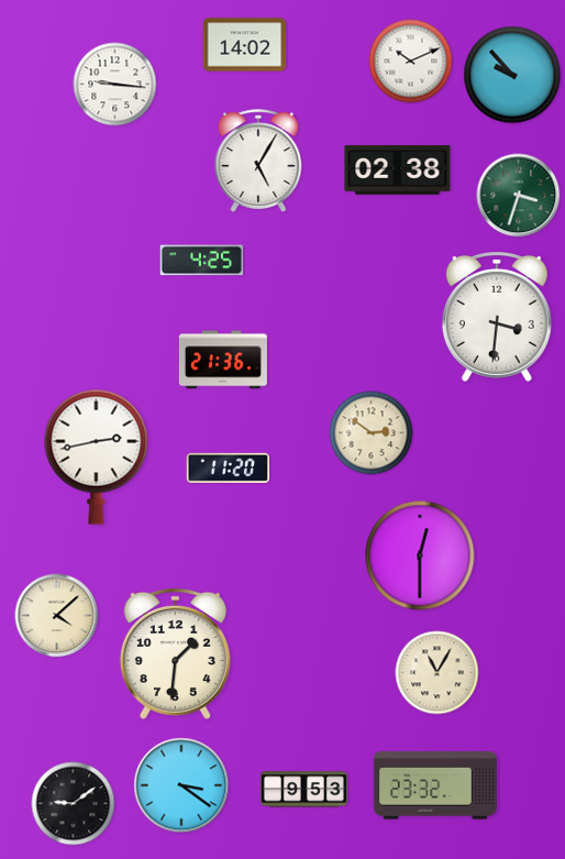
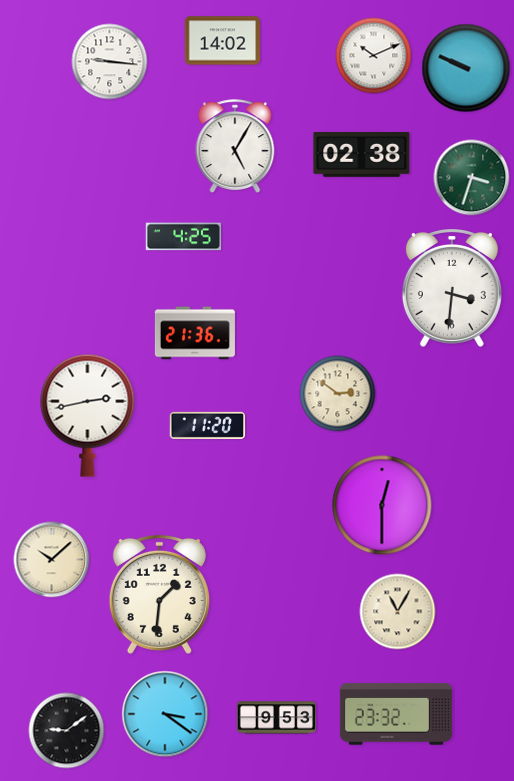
clock at (512, 75): 9:53 -> 9:49
clock at (115, 85) position: (115, 85) -> (110, 62)
clock at (223, 360) position: (223, 360) -> (195, 333)
clock at (57, 616): 4:08 -> 10:08
